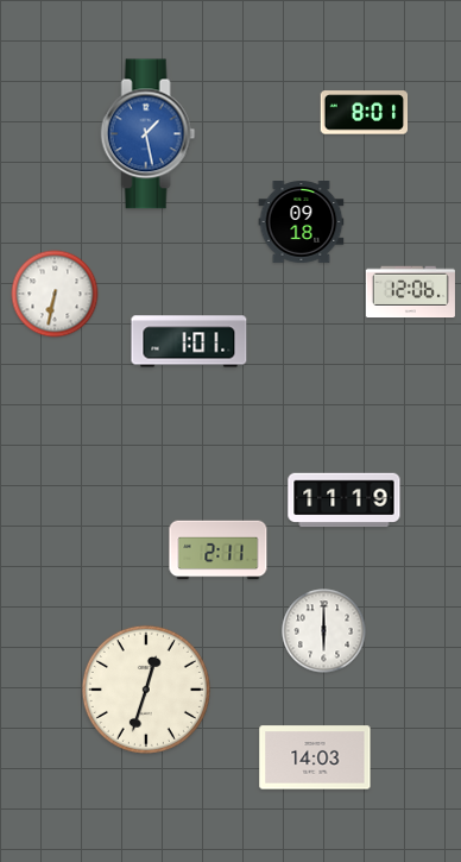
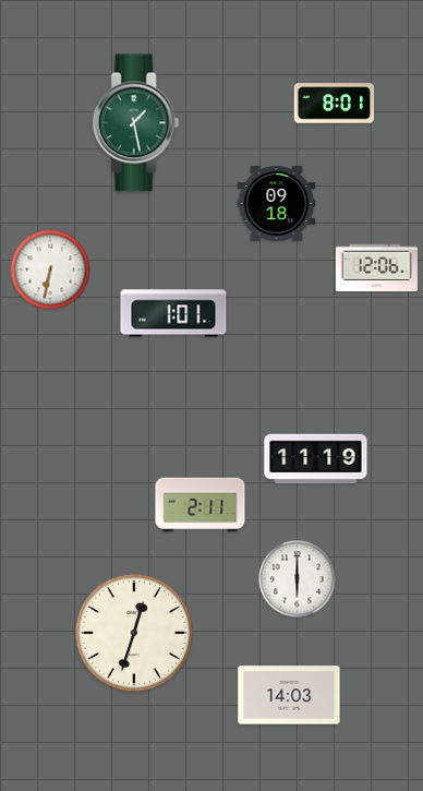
clock at (149, 134) dial: blue -> green
